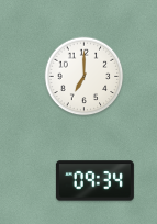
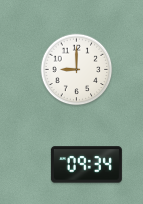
clock at (85, 77): 7:00 -> 9:00
